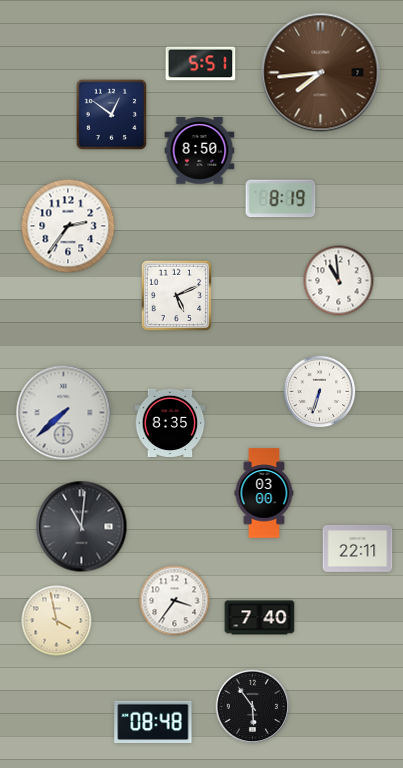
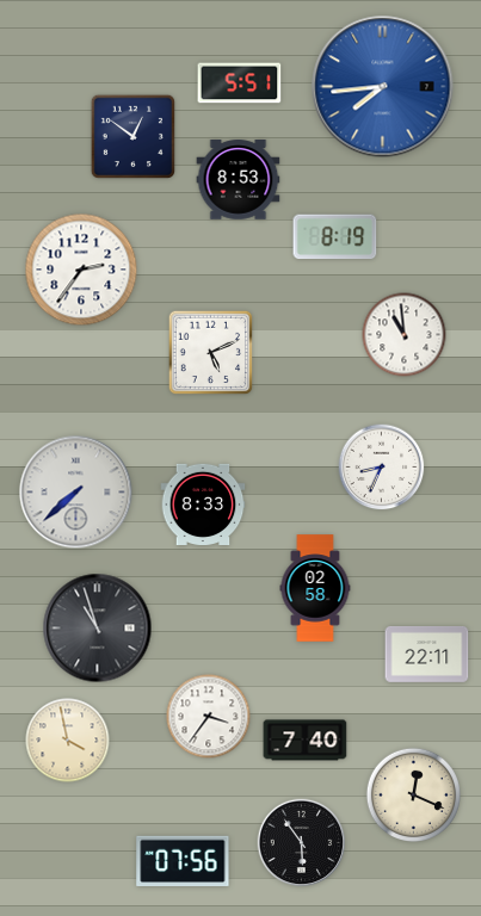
clock at (201, 64) position: (201, 64) -> (240, 83)
clock at (321, 73) dial: brown -> blue
clock at (200, 151): 8:50 -> 8:53
clock at (320, 392): 6:33 -> 8:34
clock at (170, 422): 8:35 -> 8:33
clock at (264, 493): 03:00 -> 02:58
clock at (82, 527): 11:01 -> 10:57
clock at (260, 618) position: (260, 618) -> (306, 741)
clock at (413, 794): none -> 12:19
clock at (153, 722): 08:48 -> 07:56
